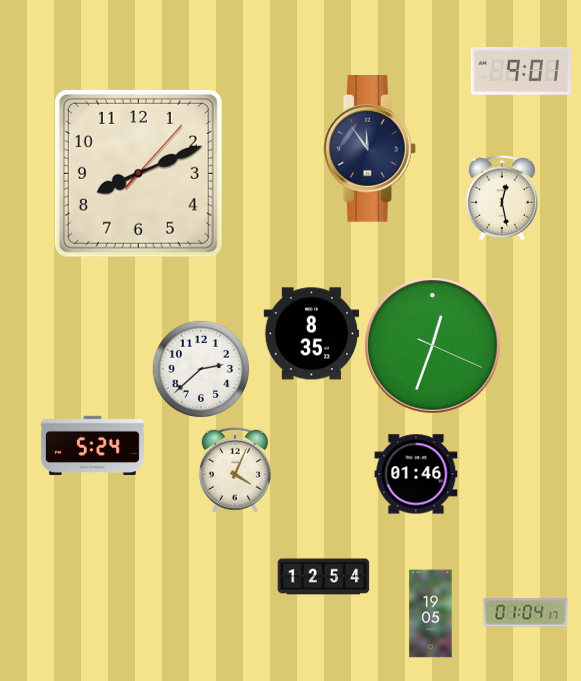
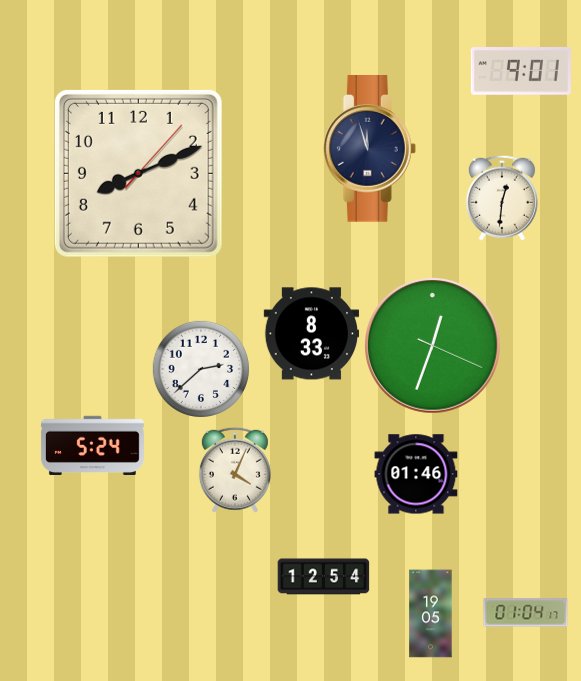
clock at (369, 149): 11:54 -> 11:57
clock at (502, 198): 12:28 -> 12:31
clock at (312, 334): 8:35 -> 8:33
